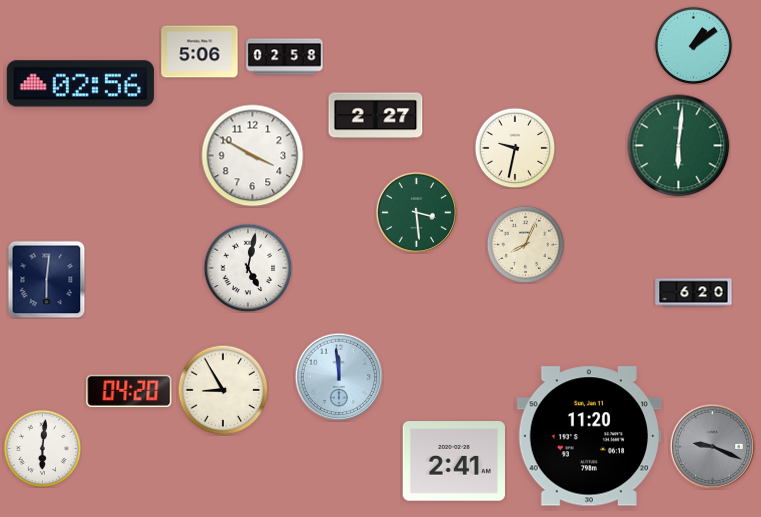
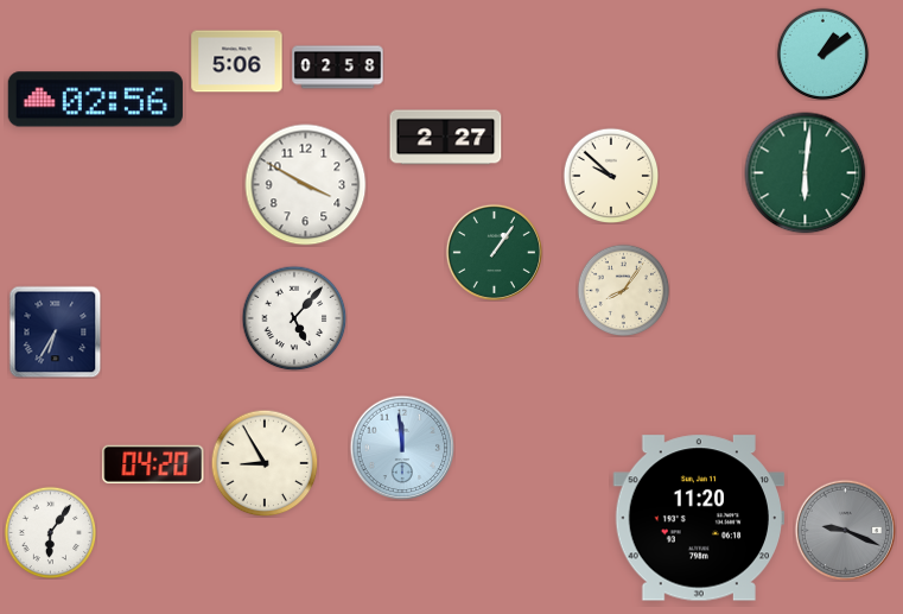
clock at (515, 148): 9:32 -> 9:52
clock at (253, 156) position: (253, 156) -> (306, 185)
clock at (416, 212): 3:29 -> 1:06
clock at (525, 244): 8:04 -> 8:06
clock at (248, 268): 5:02 -> 5:07
clock at (46, 279): 6:01 -> 6:35
clock at (694, 293): 6:20 -> none
clock at (42, 448): 6:01 -> 6:06
clock at (453, 461): 2:41 -> none
